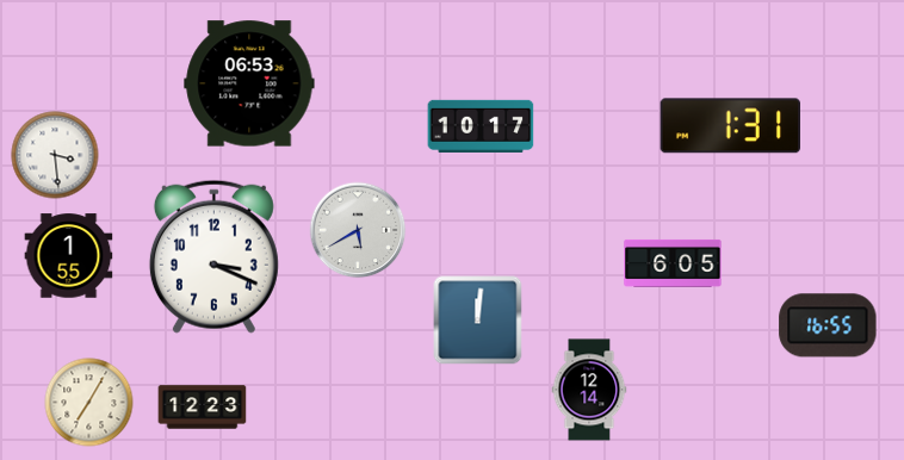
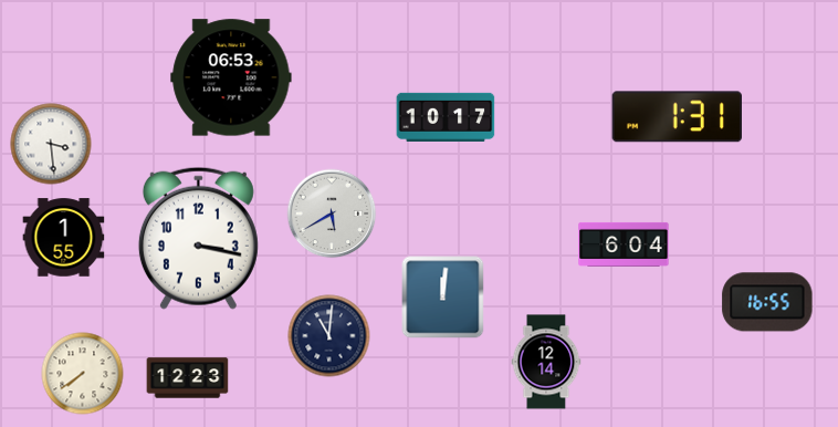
clock at (213, 256): 3:19 -> 3:17
clock at (673, 263): 6:05 -> 6:04
clock at (329, 336): none -> 11:01
clock at (89, 403): 7:05 -> 7:39
